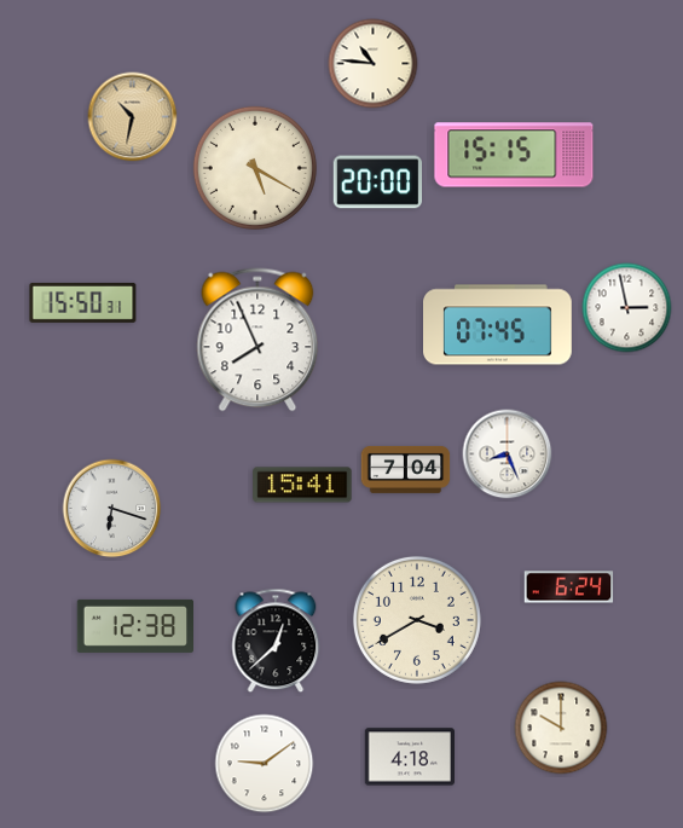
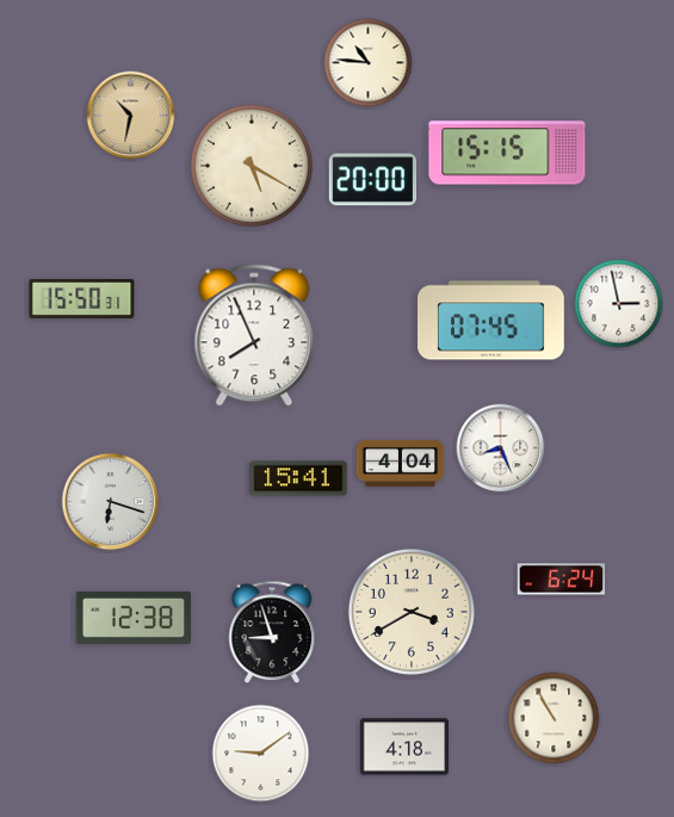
clock at (406, 469): 7:04 -> 4:04
clock at (276, 641): 12:38 -> 8:57
clock at (561, 728): 10:00 -> 10:55
